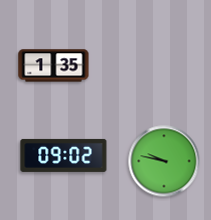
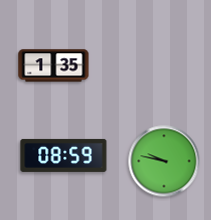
clock at (64, 155): 09:02 -> 08:59
